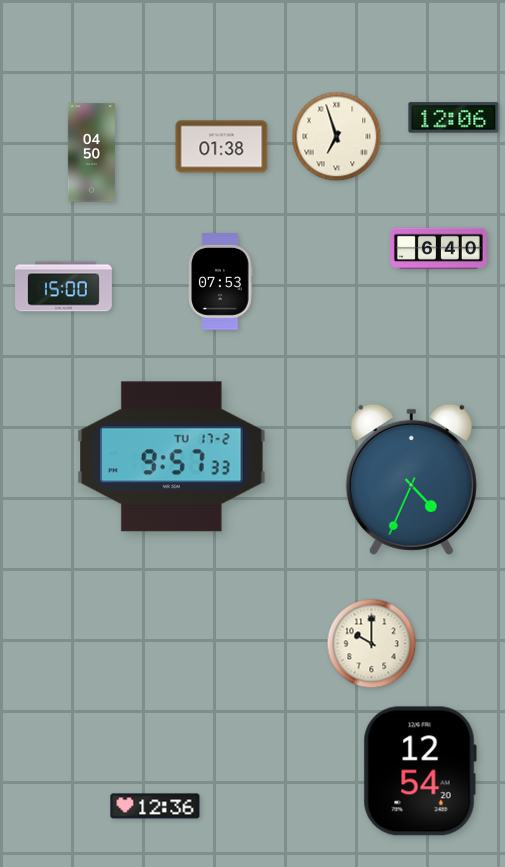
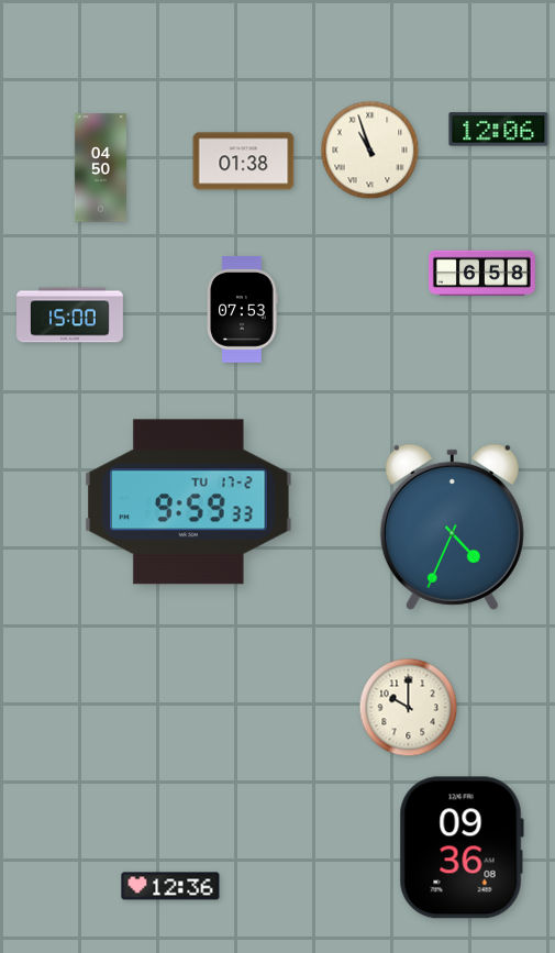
clock at (337, 137): 6:57 -> 10:57
clock at (439, 249): 6:40 -> 6:58
clock at (172, 457): 9:57 -> 9:59
clock at (420, 771): 12:54 -> 09:36
